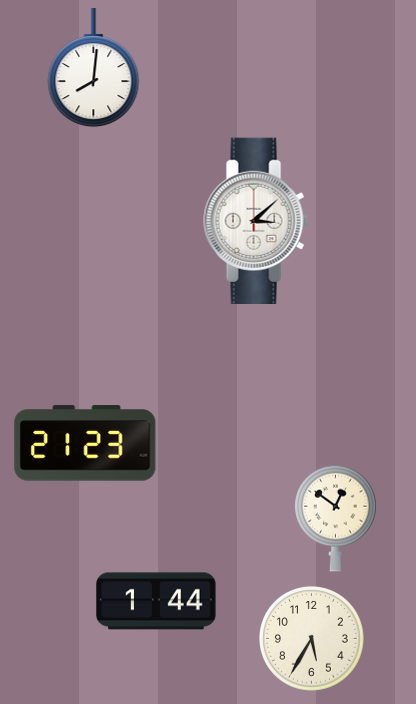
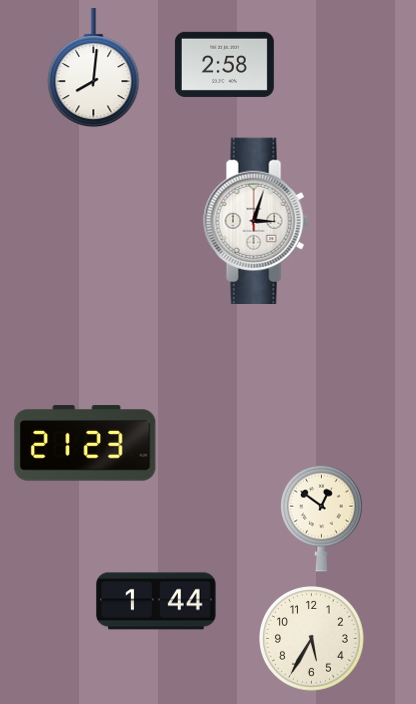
clock at (224, 64): none -> 2:58
clock at (256, 220): 3:08 -> 3:03
clock at (336, 518) position: (336, 518) -> (322, 518)
